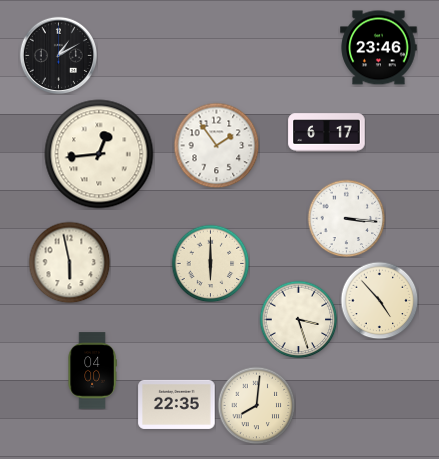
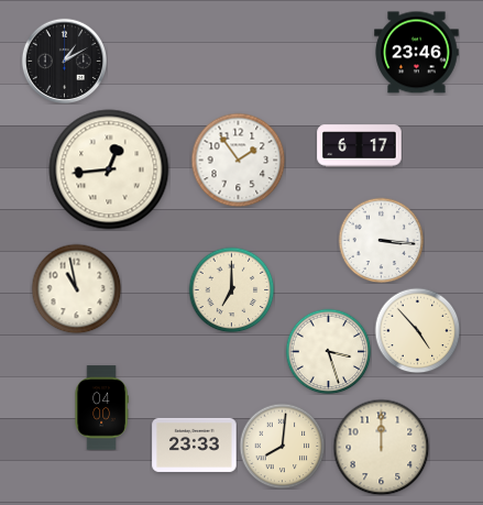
clock at (69, 262): 5:58 -> 10:58
clock at (210, 263): 6:00 -> 7:00
clock at (177, 404): 22:35 -> 23:33
clock at (381, 447): none -> 12:00
